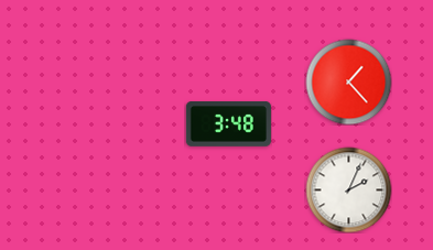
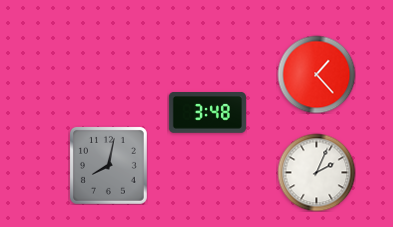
clock at (108, 165): none -> 8:02
